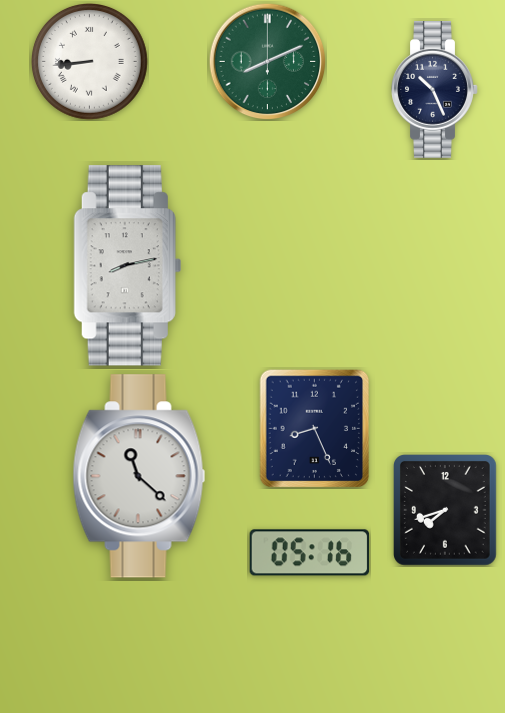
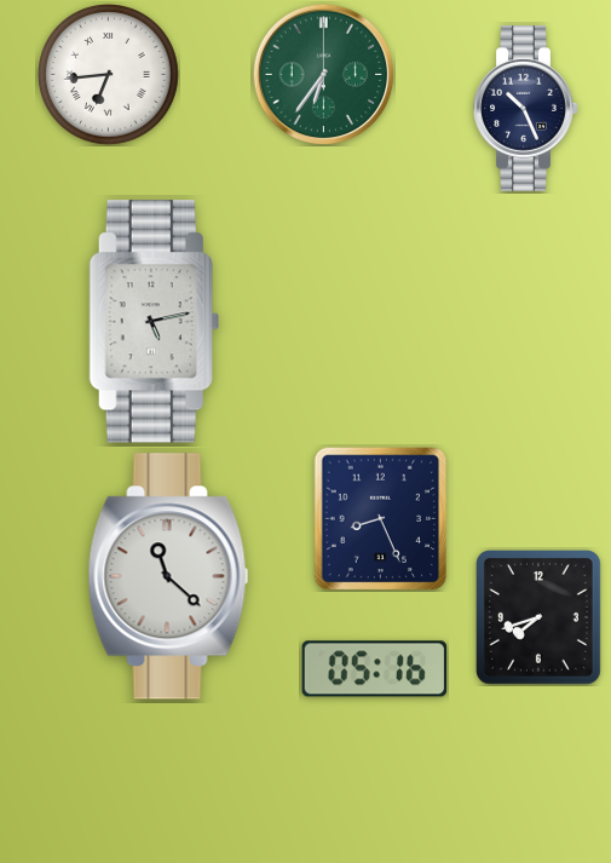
clock at (267, 61): 8:11 -> 6:36
clock at (90, 62): 8:44 -> 6:44
clock at (127, 266): 8:13 -> 5:13
